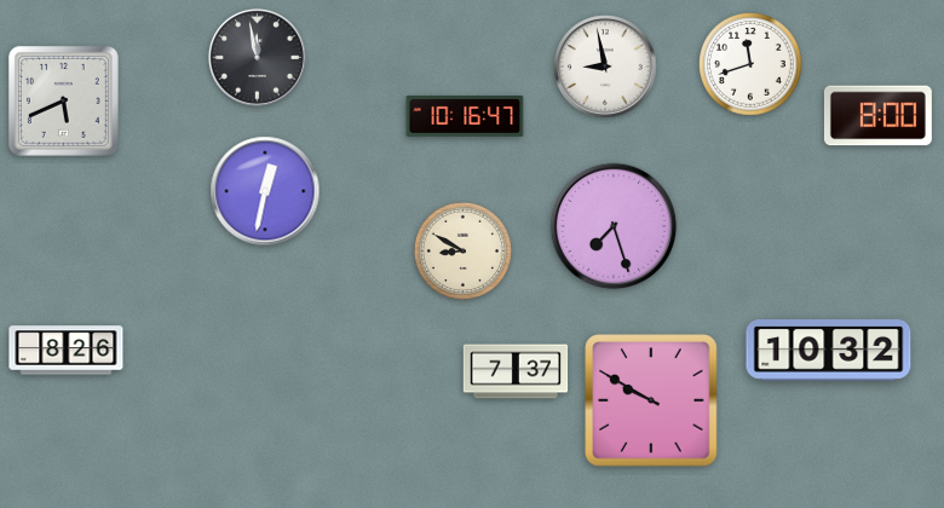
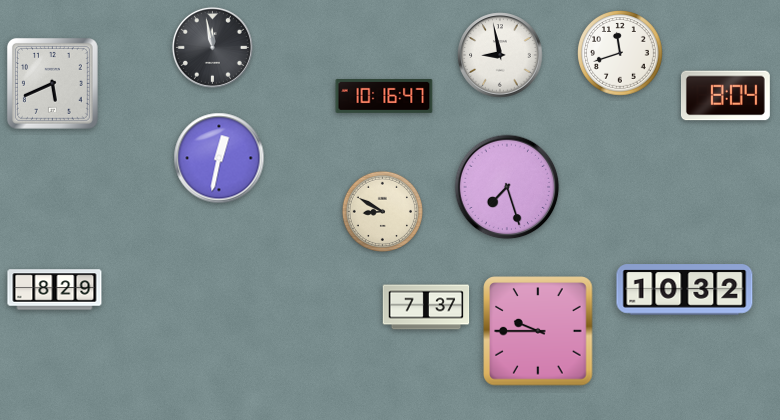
clock at (877, 116): 8:00 -> 8:04
clock at (462, 250) position: (462, 250) -> (382, 211)
clock at (67, 351): 8:26 -> 8:29
clock at (651, 400): 9:50 -> 9:45
